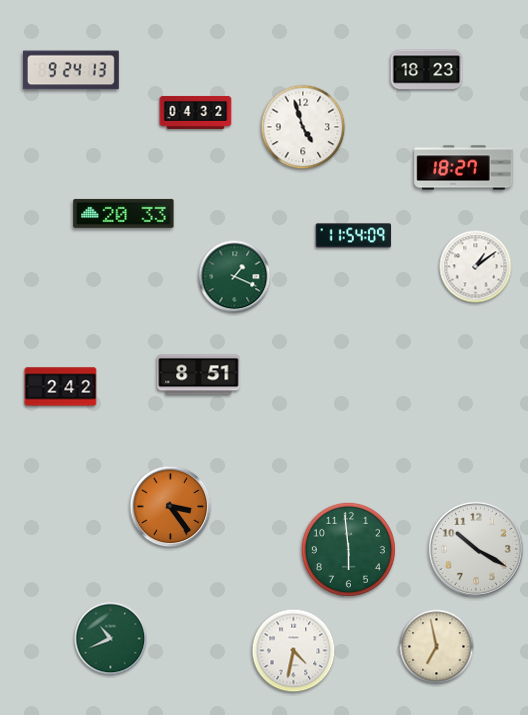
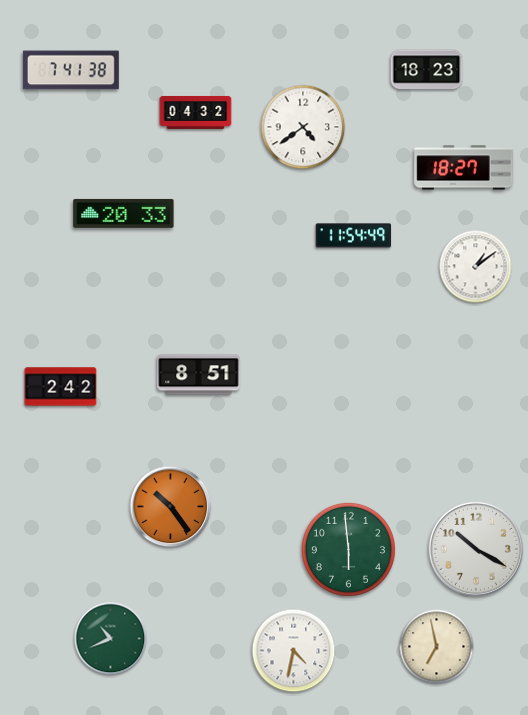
clock at (71, 70): 9:24 -> 7:41
clock at (303, 127): 4:57 -> 4:39
clock at (354, 236): 11:54:09 -> 11:54:49
clock at (235, 277): 1:19 -> none
clock at (171, 507): 3:24 -> 10:24
